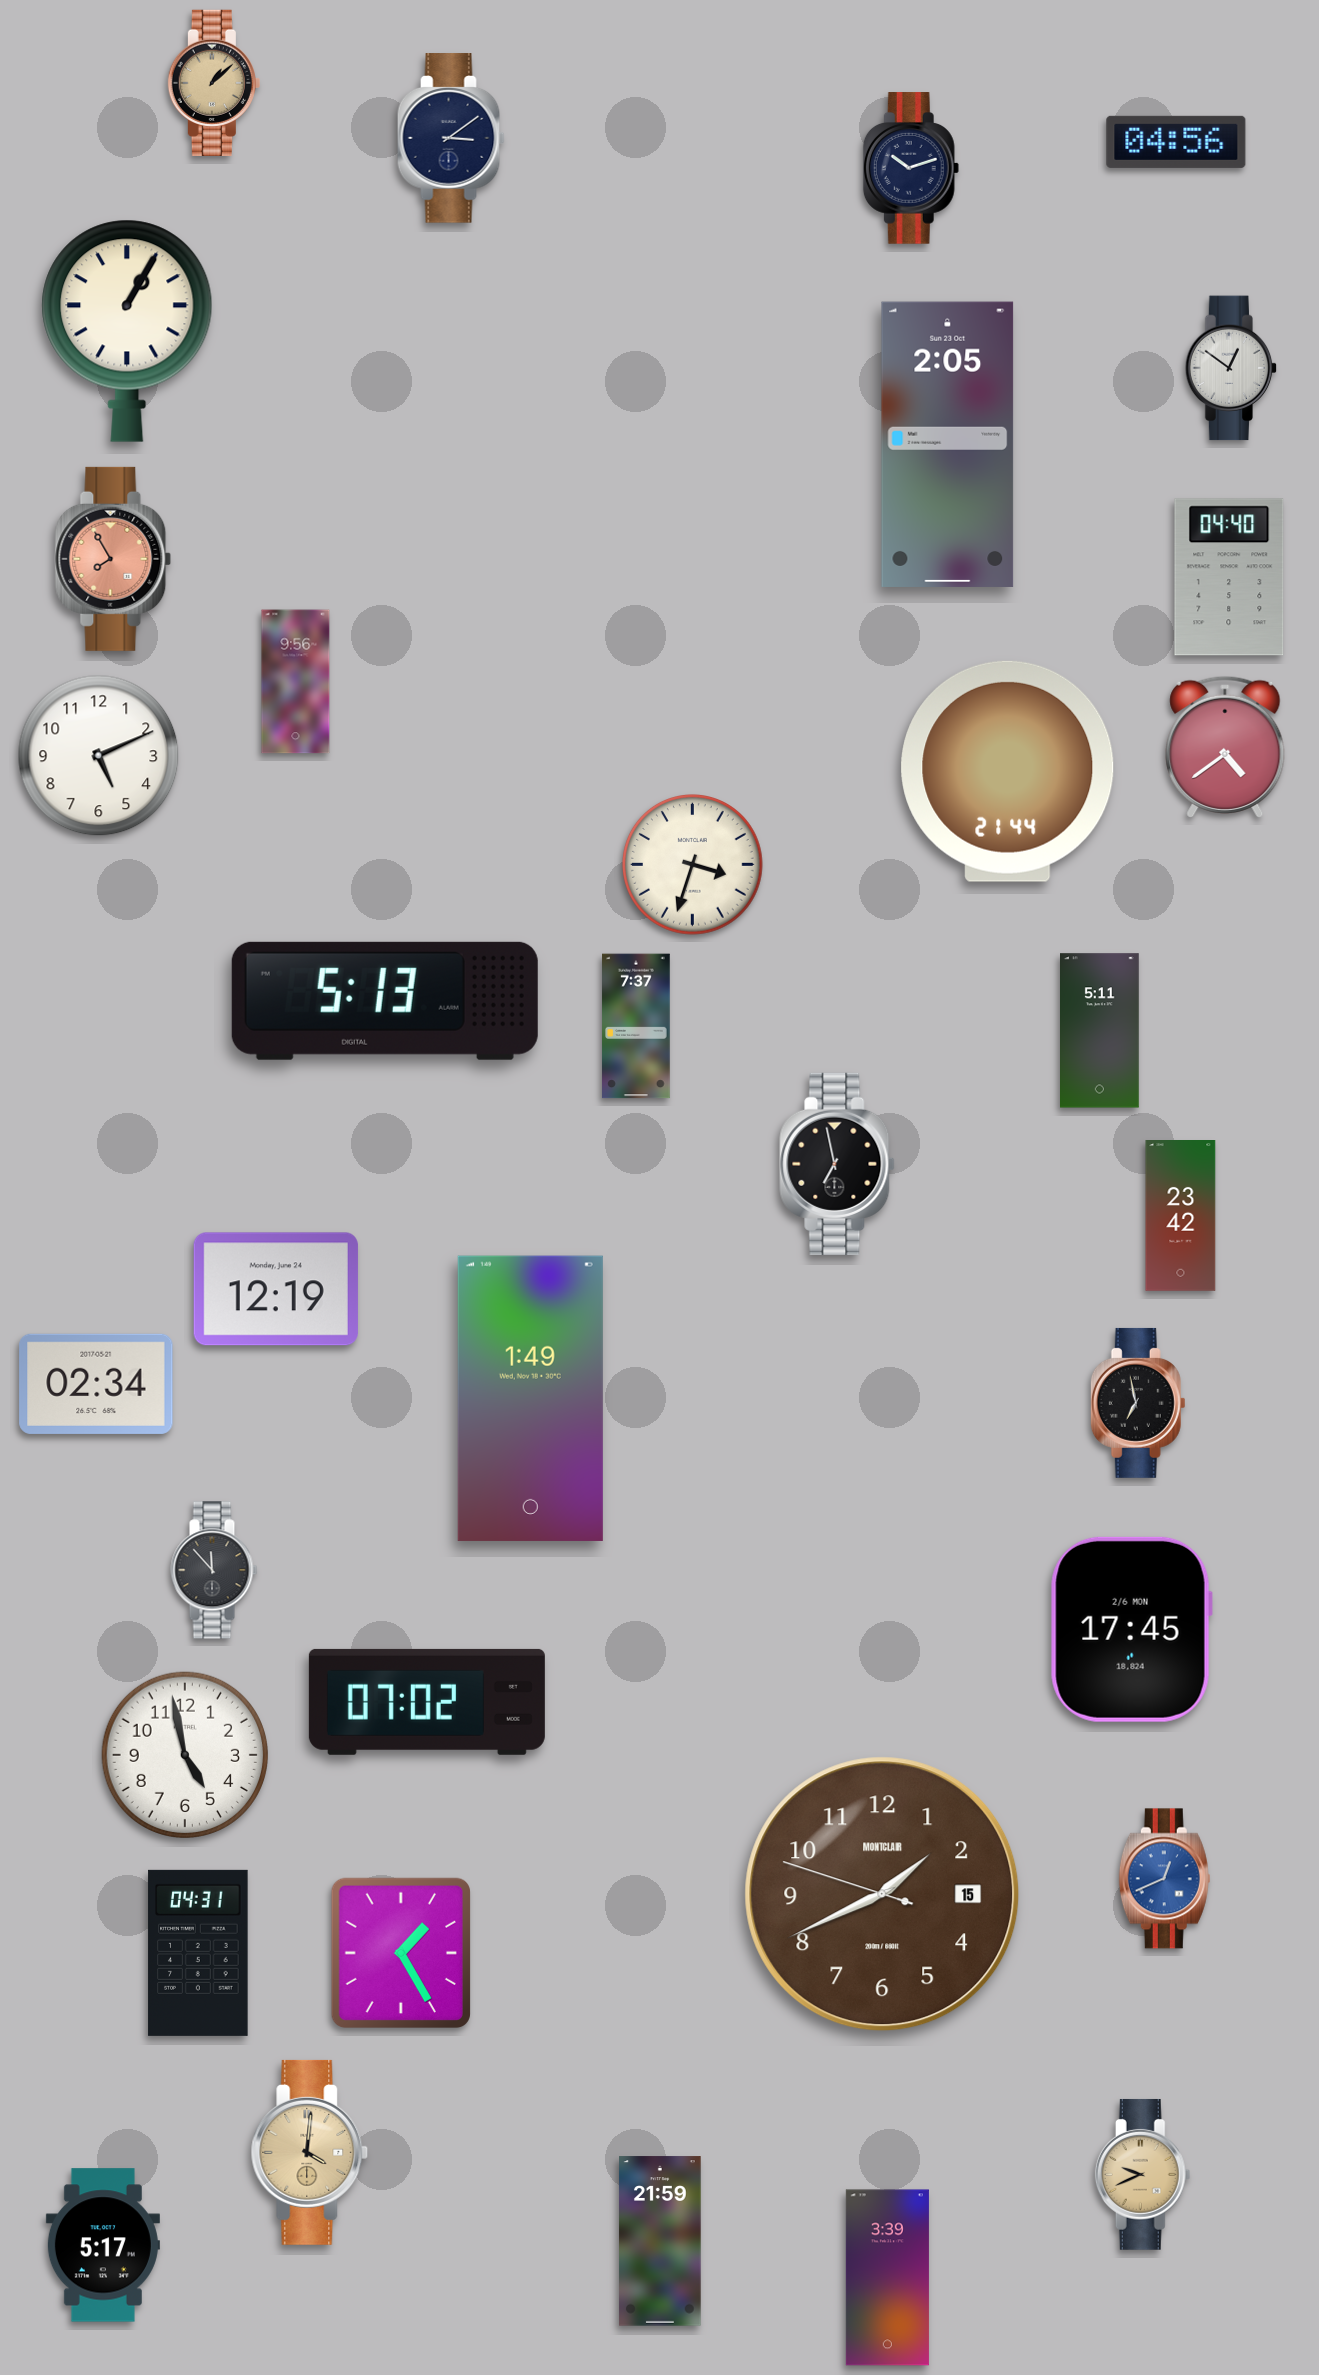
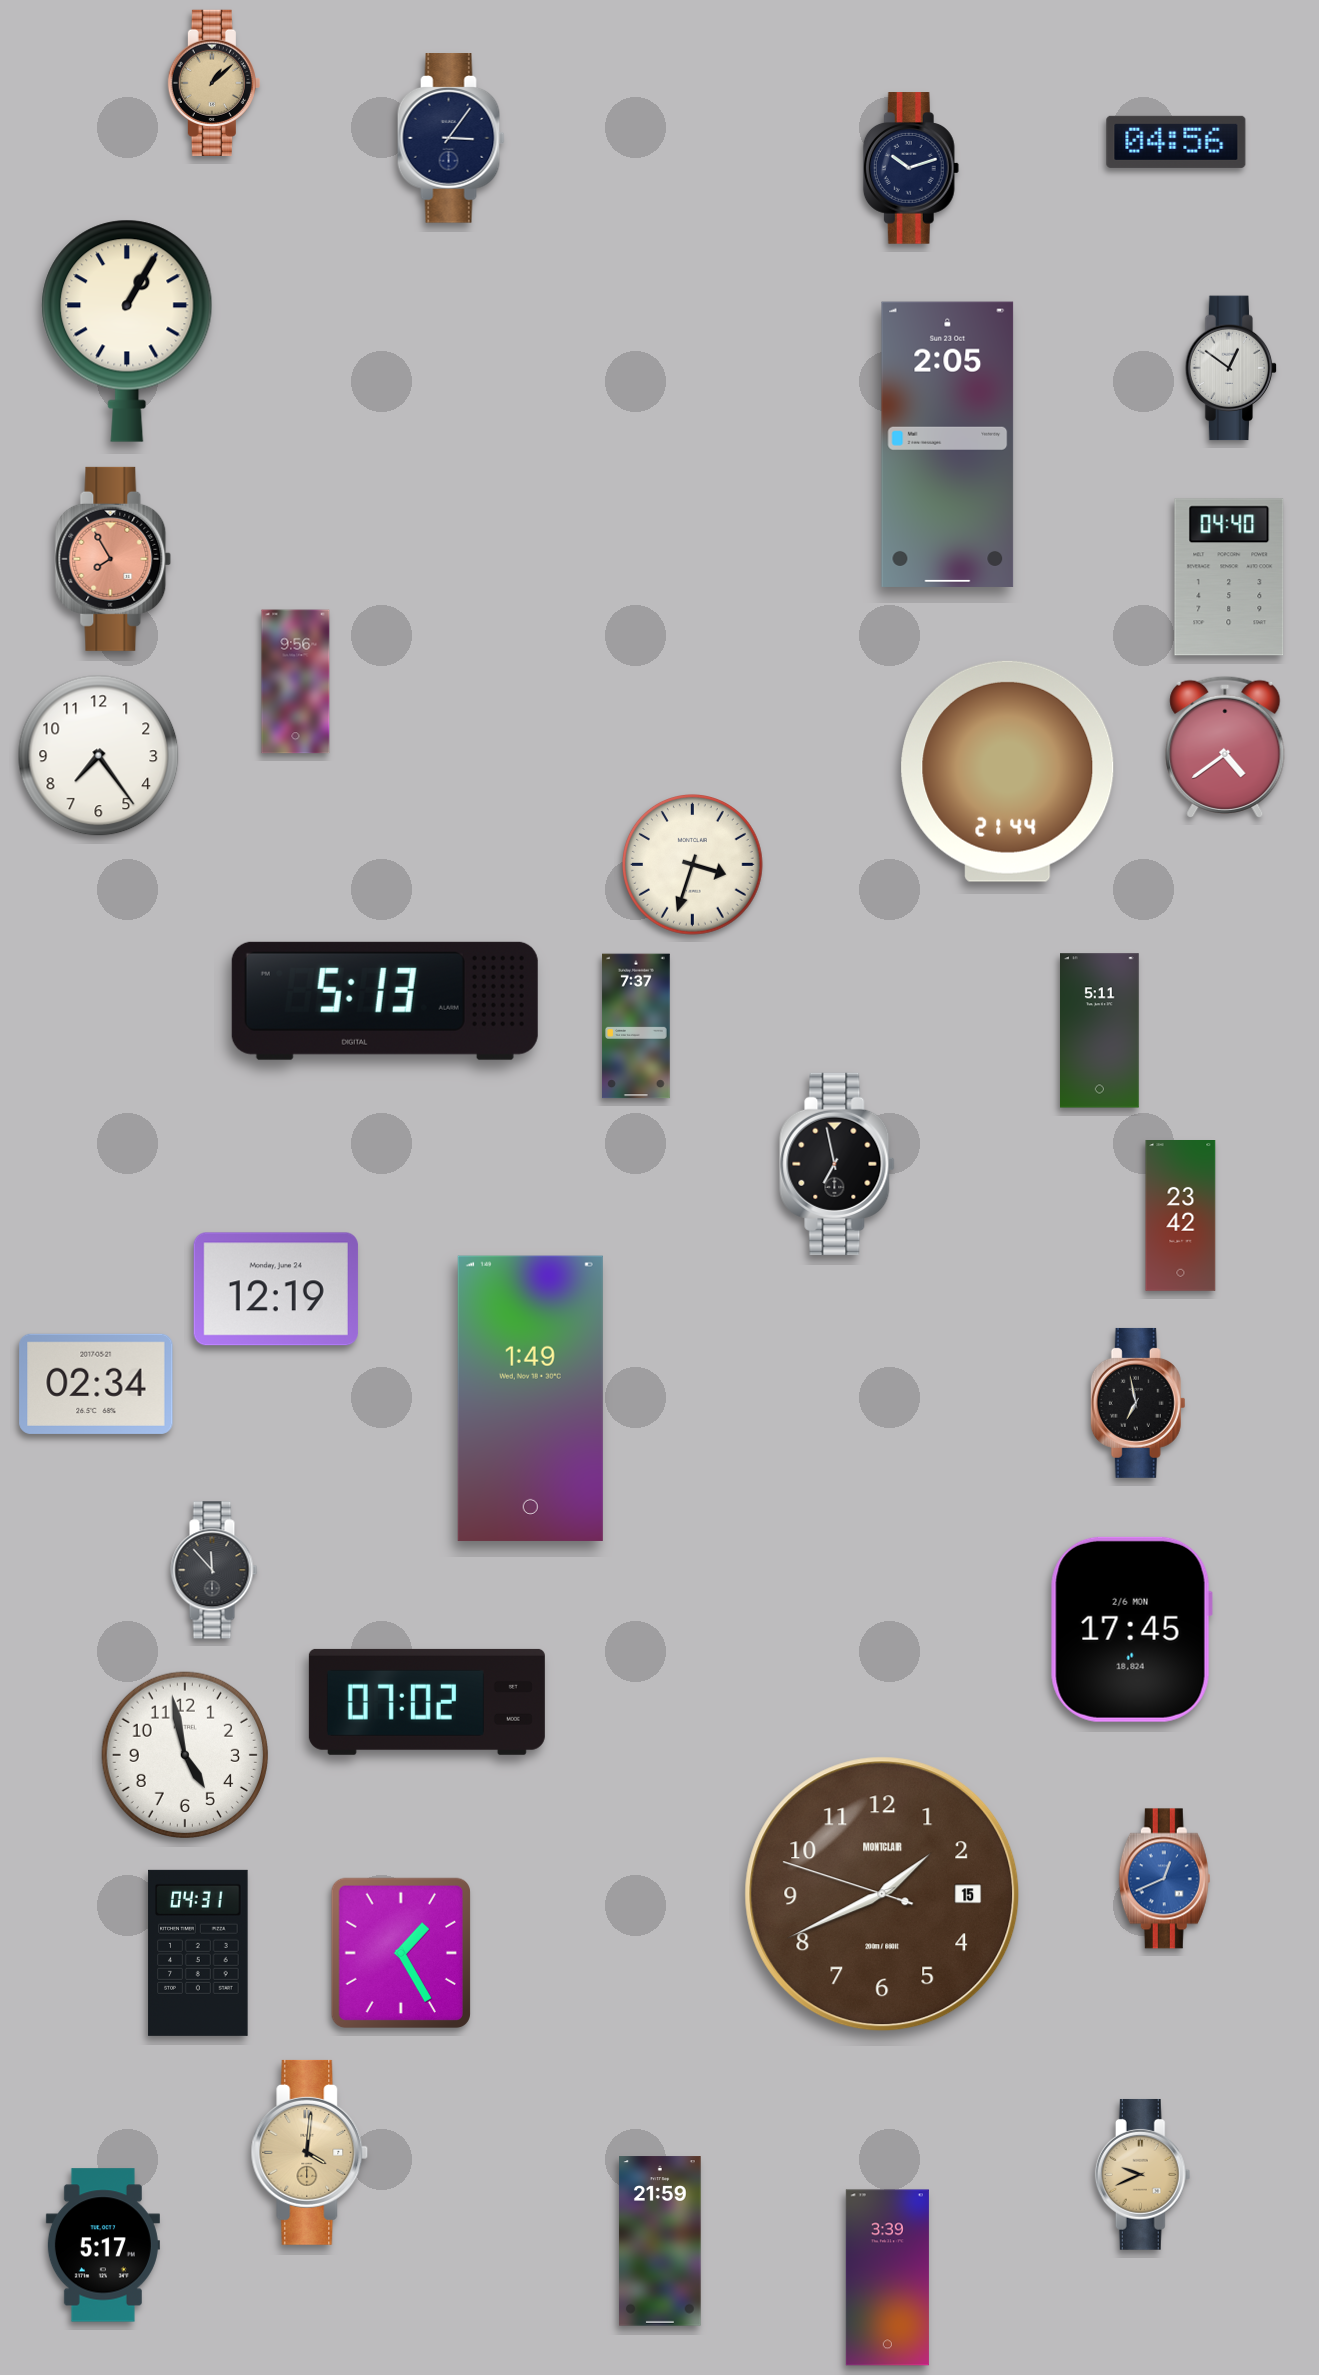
clock at (451, 138): 3:09 -> 3:06
clock at (99, 756): 5:11 -> 7:24
